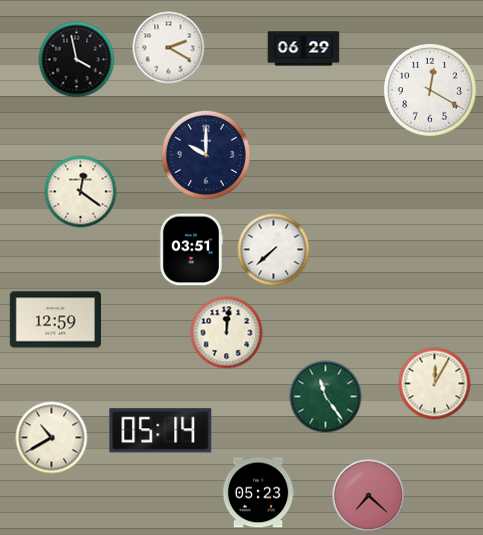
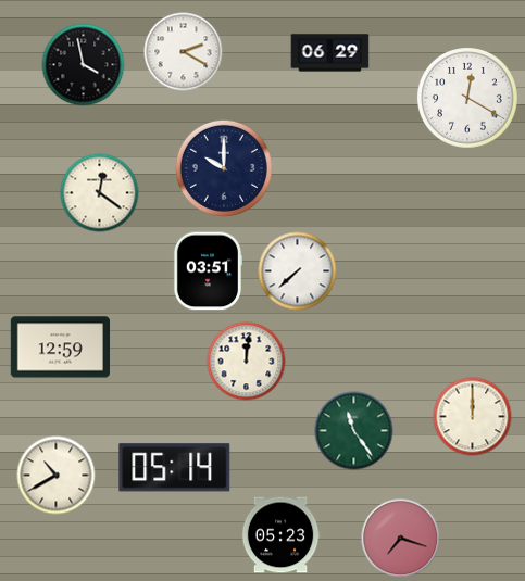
clock at (81, 192) position: (81, 192) -> (100, 193)
clock at (435, 384): 12:05 -> 12:00
clock at (369, 496): 7:22 -> 7:18
